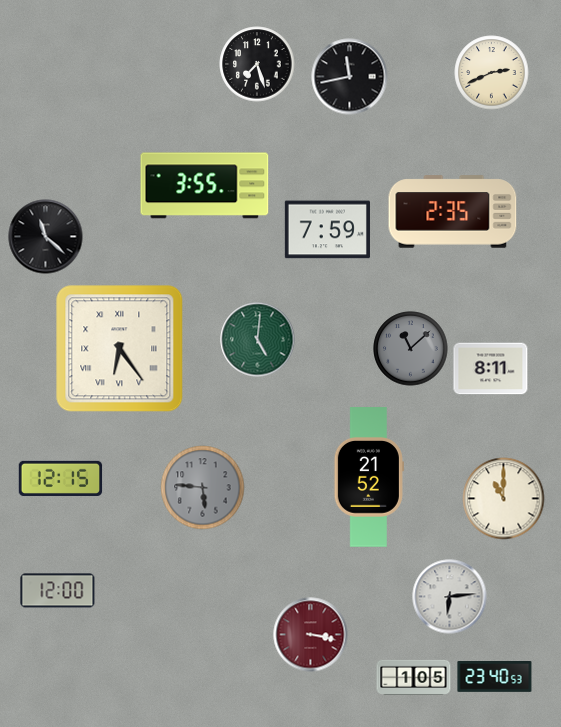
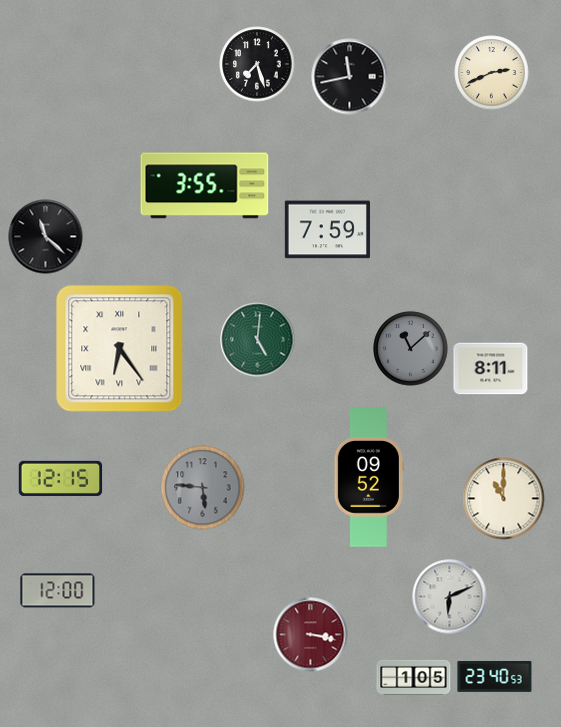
clock at (453, 212): 2:35 -> none
clock at (369, 477): 21:52 -> 09:52
clock at (450, 597): 6:14 -> 6:11
